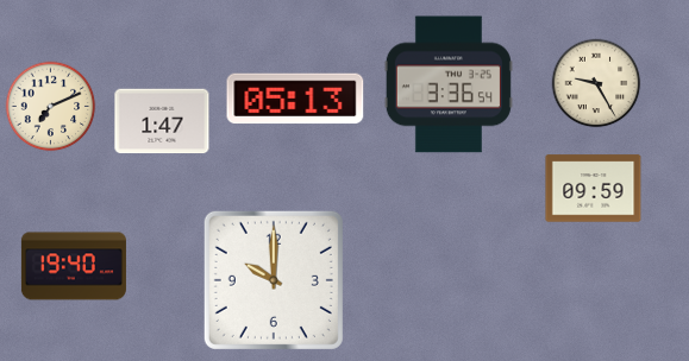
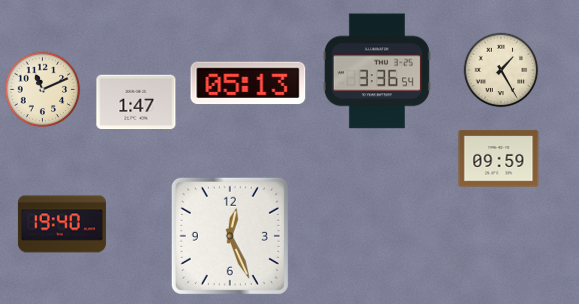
clock at (596, 83): 9:25 -> 1:25
clock at (51, 107): 7:11 -> 11:11
clock at (274, 280): 10:00 -> 12:26
